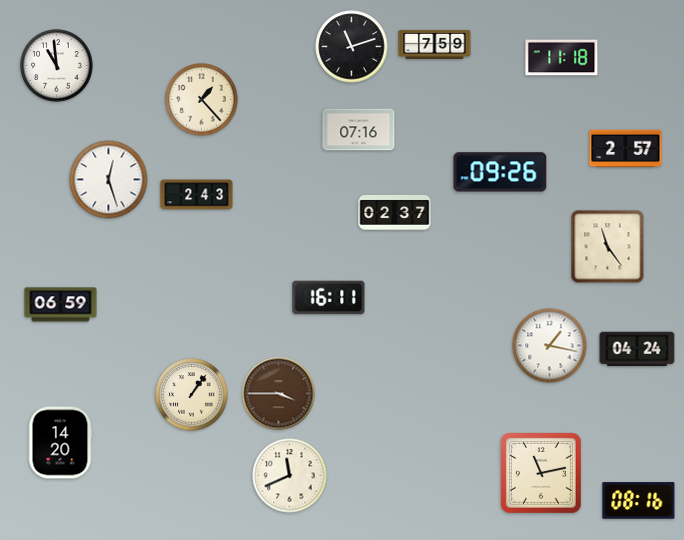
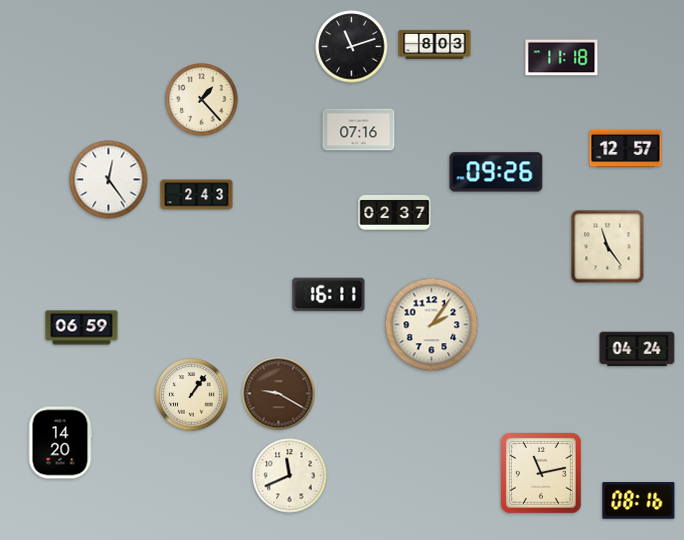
clock at (435, 44): 7:59 -> 8:03
clock at (57, 66): 10:59 -> none
clock at (626, 149): 2:57 -> 12:57
clock at (500, 172) position: (500, 172) -> (496, 172)
clock at (109, 180): 12:27 -> 12:24
clock at (329, 298) position: (329, 298) -> (329, 295)
clock at (61, 305) position: (61, 305) -> (82, 328)
clock at (432, 325): none -> 2:06
clock at (550, 346): 1:17 -> none
clock at (279, 394): 3:45 -> 9:20
